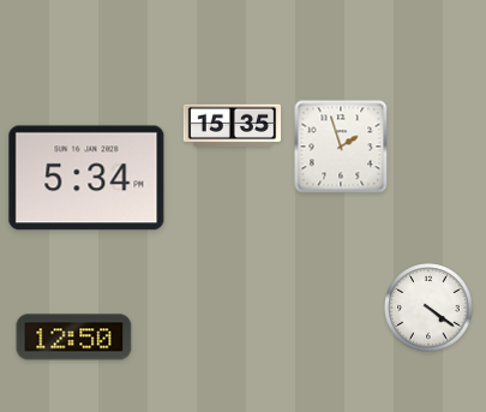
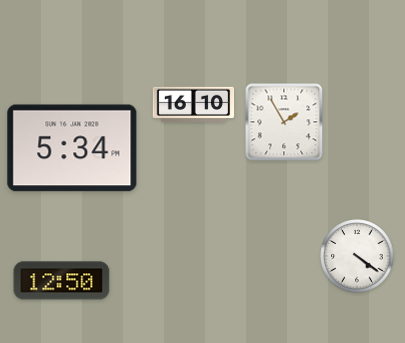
clock at (233, 126): 15:35 -> 16:10
clock at (341, 147): 1:57 -> 1:55
